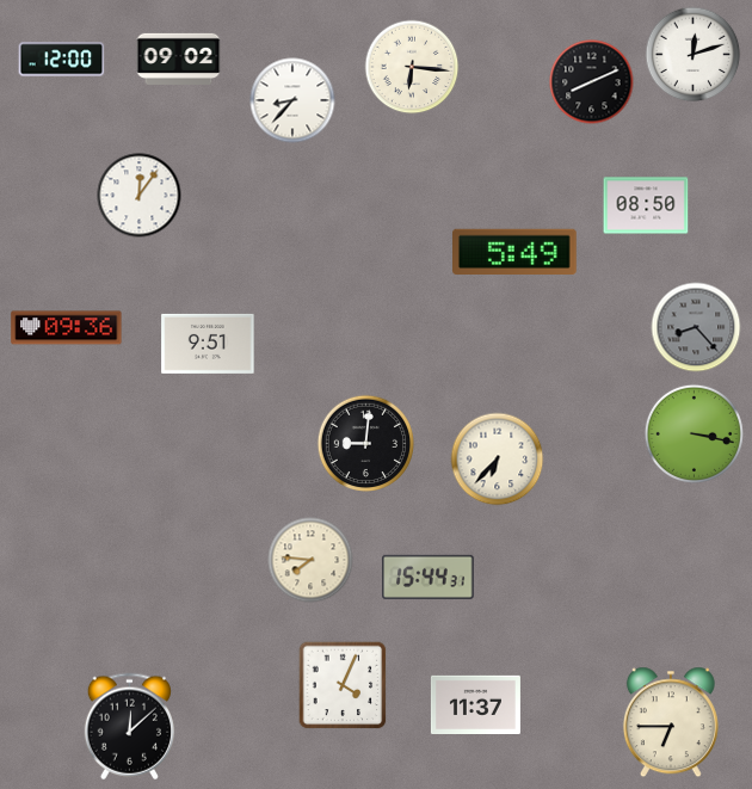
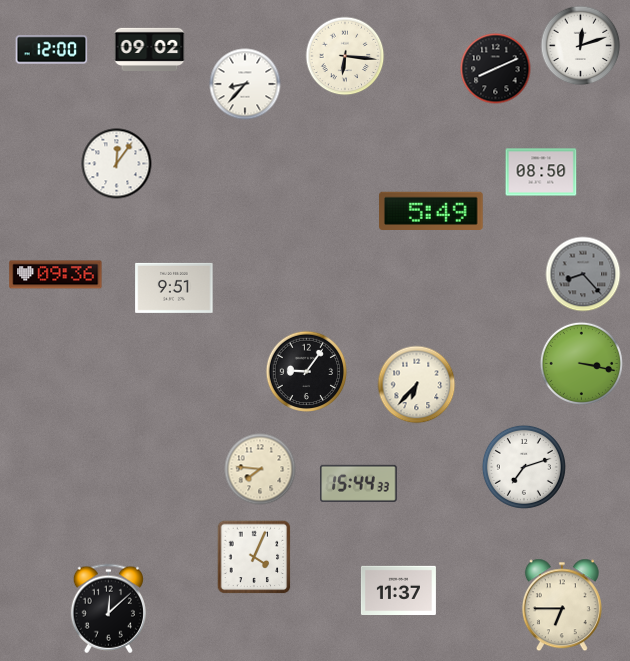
clock at (366, 444): 9:01 -> 9:06
clock at (524, 467): none -> 7:12
clock at (429, 577): 15:44:31 -> 15:44:33
clock at (343, 685) position: (343, 685) -> (254, 557)
